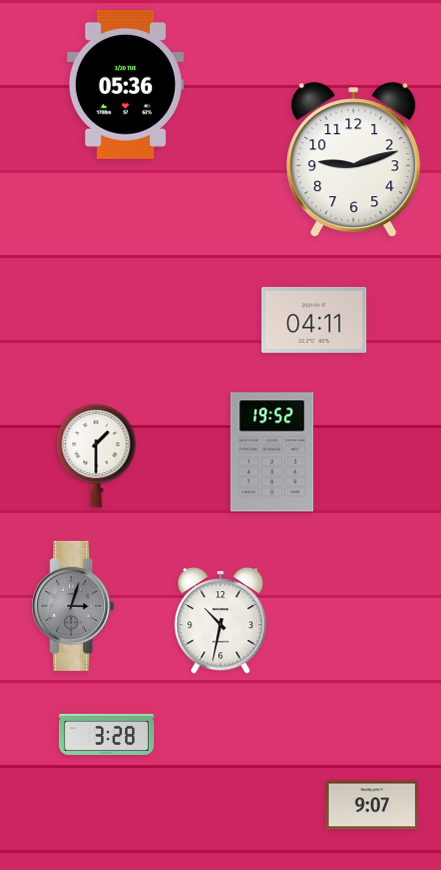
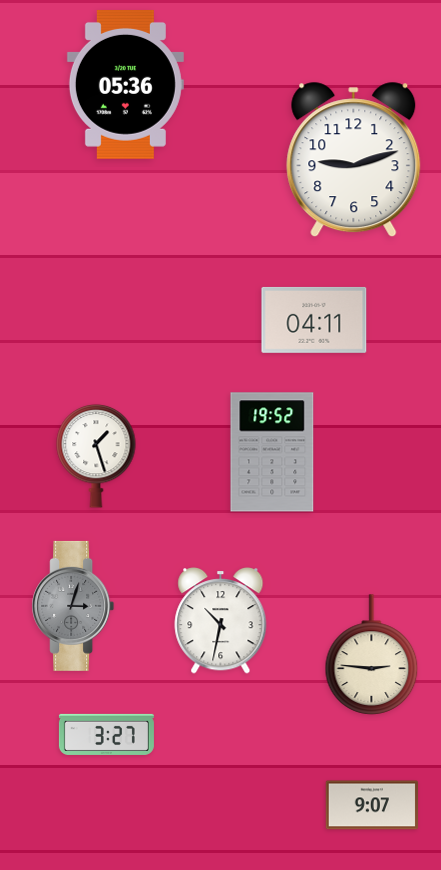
clock at (96, 456): 1:30 -> 1:27
clock at (372, 655): none -> 2:46
clock at (106, 734): 3:28 -> 3:27
